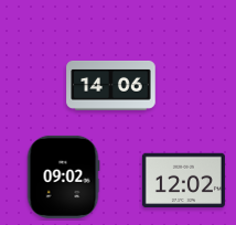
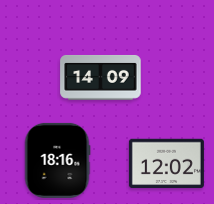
clock at (111, 85): 14:06 -> 14:09
clock at (63, 176): 09:02 -> 18:16
